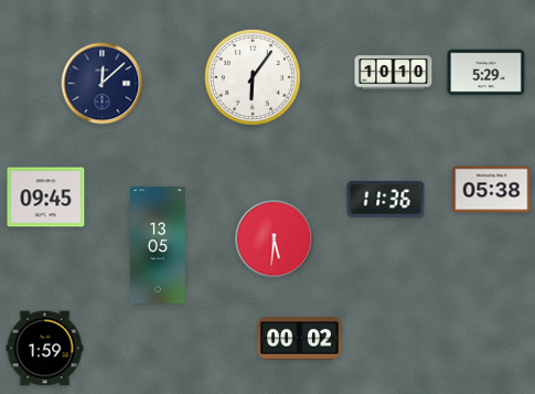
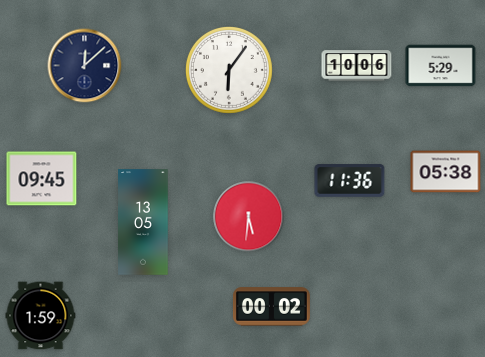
clock at (394, 73): 10:10 -> 10:06
clock at (103, 84) position: (103, 84) -> (85, 66)
